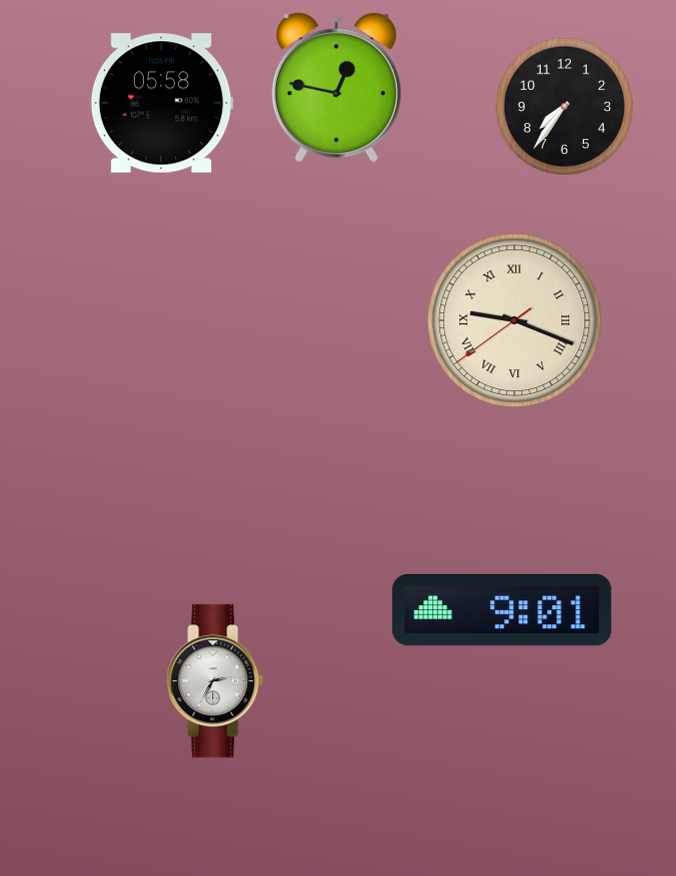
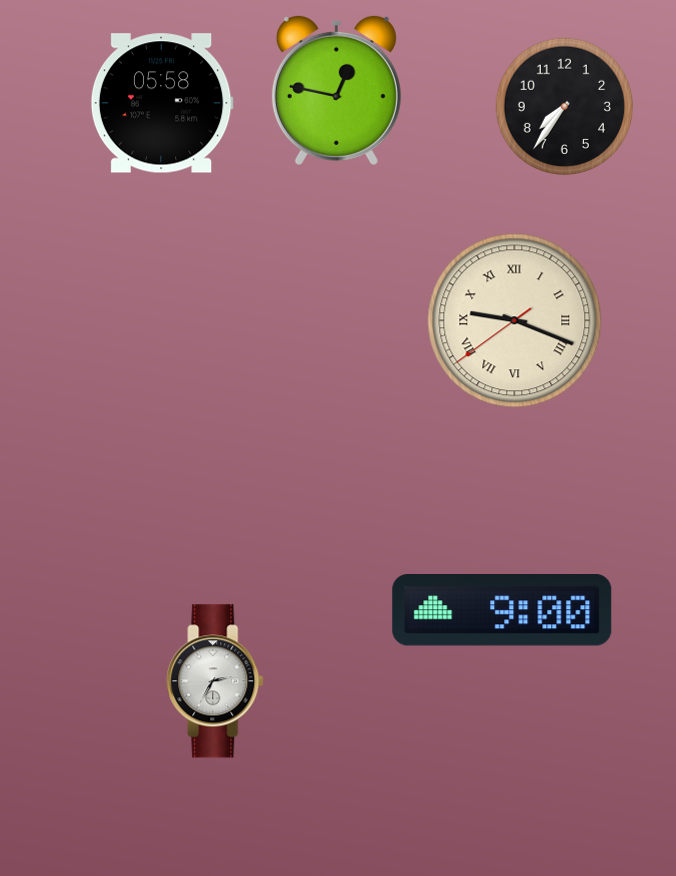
clock at (336, 87) position: (336, 87) -> (336, 90)
clock at (502, 611): 9:01 -> 9:00
